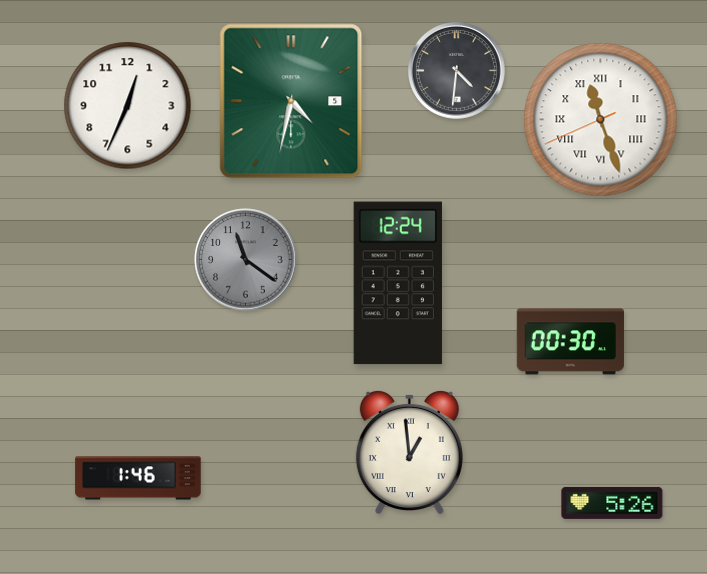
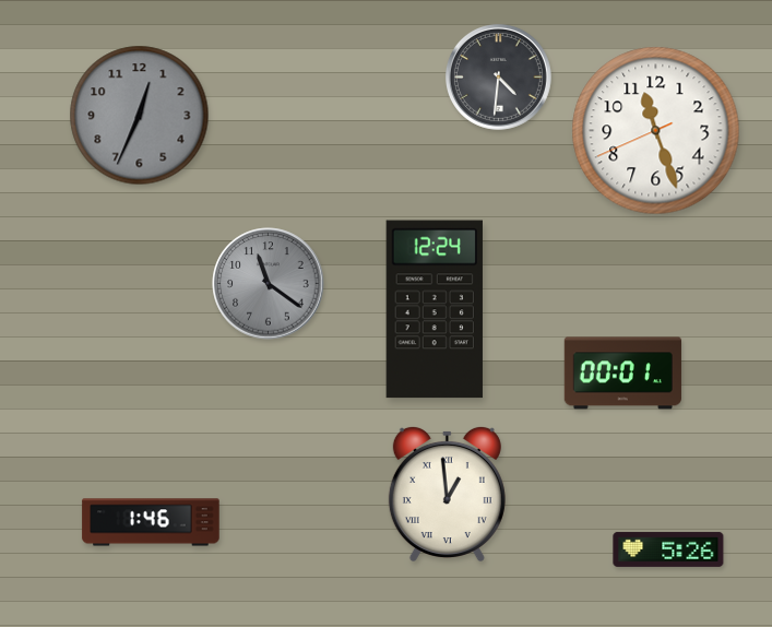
clock at (291, 101): 4:32 -> none
clock at (128, 106) dial: white -> grey
clock at (601, 120) numerals: Roman -> Arabic
clock at (570, 342): 00:30 -> 00:01
